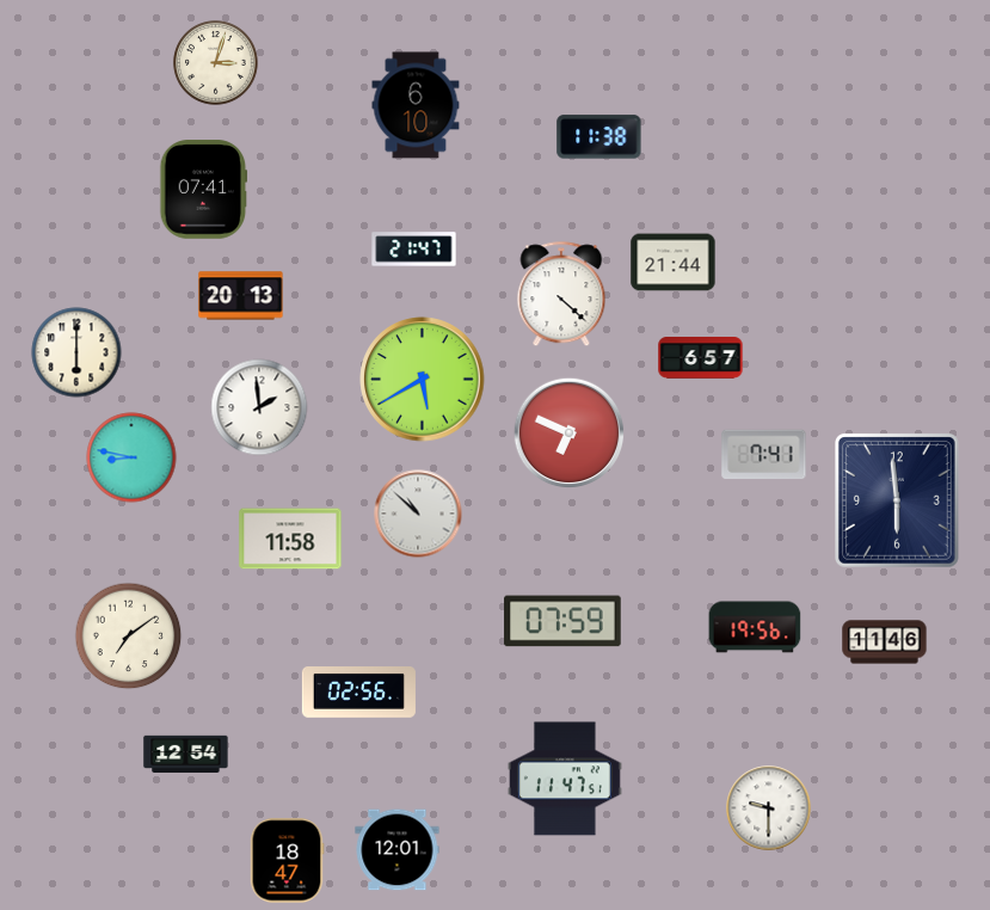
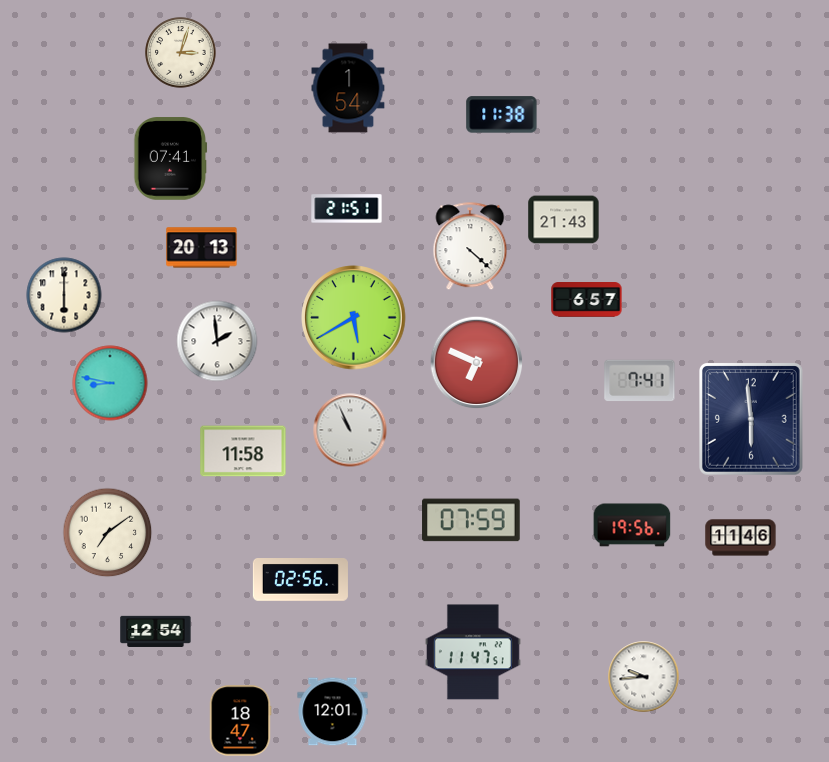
clock at (416, 105): 6:10 -> 1:54
clock at (414, 250): 21:47 -> 21:51
clock at (674, 263): 21:44 -> 21:43
clock at (418, 514): 10:52 -> 10:56
clock at (769, 808): 9:30 -> 9:44
